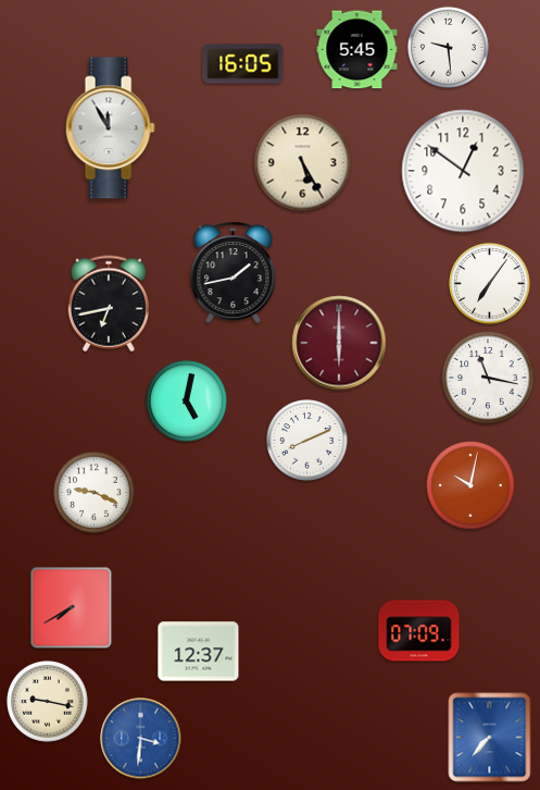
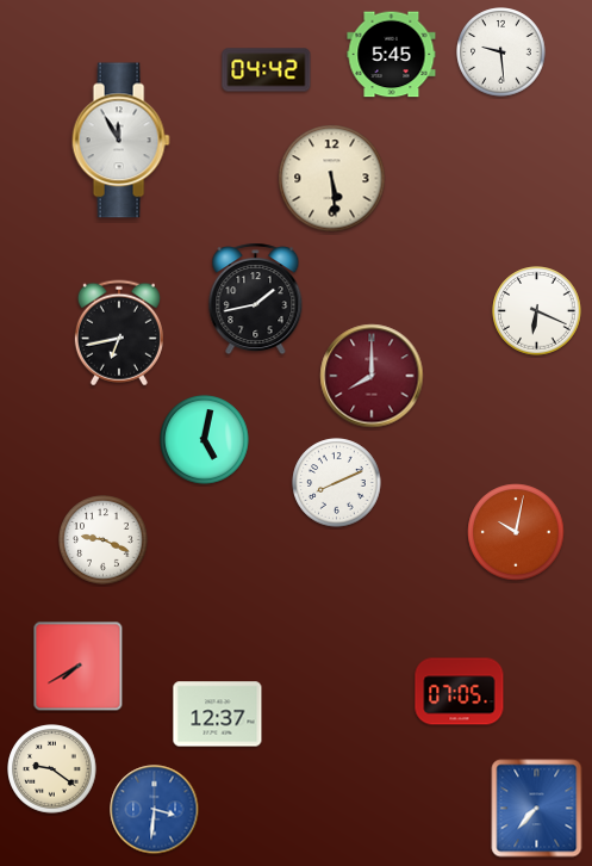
clock at (449, 48) position: (449, 48) -> (501, 52)
clock at (243, 64): 16:05 -> 04:42
clock at (303, 163): 5:25 -> 5:29
clock at (463, 171): 12:51 -> none
clock at (490, 284): 7:06 -> 6:19
clock at (339, 343): 6:00 -> 8:00
clock at (488, 378): 11:17 -> none
clock at (419, 631): 07:09 -> 07:05
clock at (48, 702): 9:17 -> 9:21
